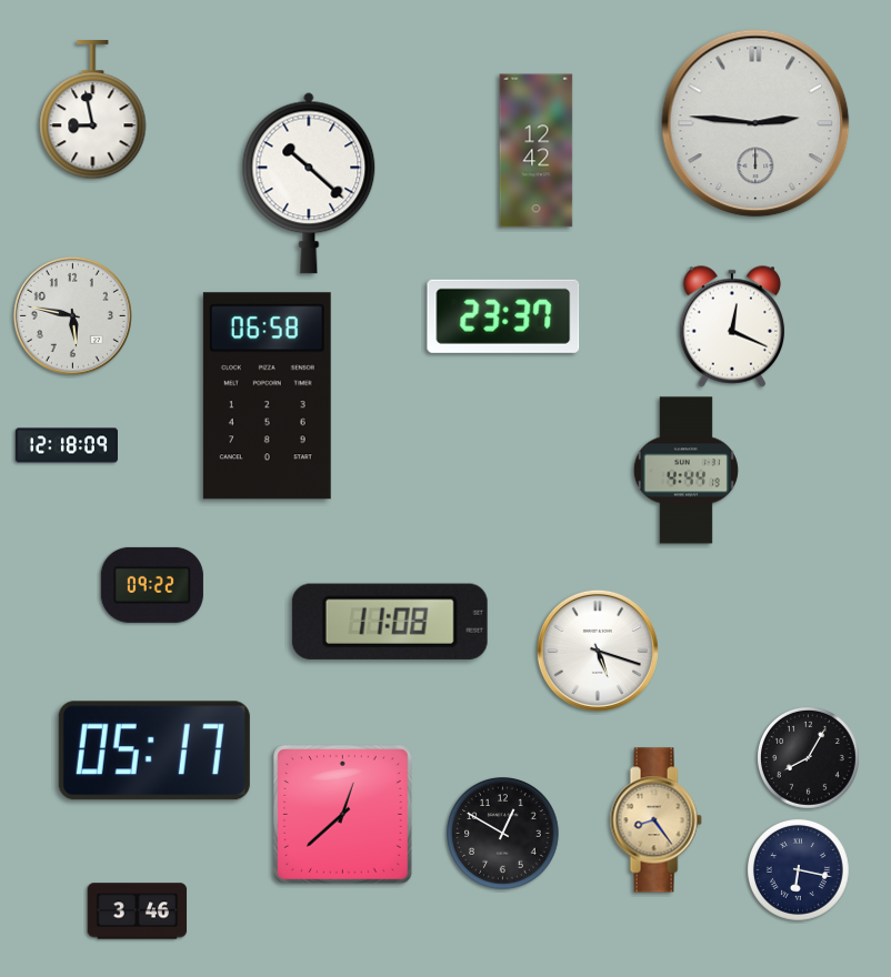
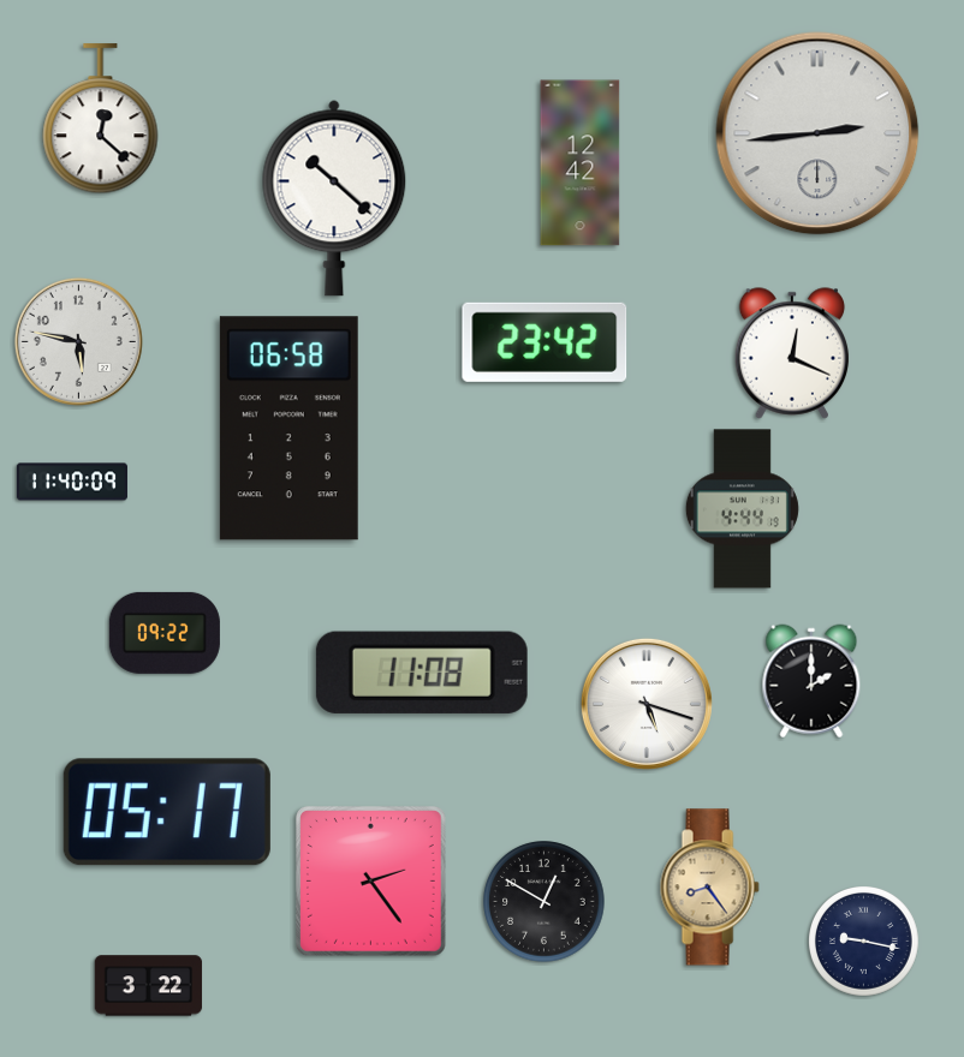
clock at (93, 110): 8:58 -> 12:22
clock at (755, 123): 2:46 -> 2:44
clock at (503, 316): 23:37 -> 23:42
clock at (67, 445): 12:18 -> 11:40
clock at (811, 681): none -> 2:00
clock at (809, 758): 8:05 -> none
clock at (342, 814): 12:38 -> 2:24
clock at (799, 870): 6:17 -> 9:17
clock at (138, 911): 3:46 -> 3:22
